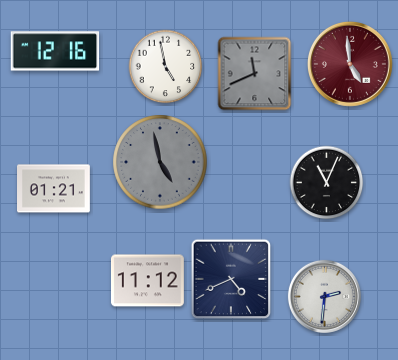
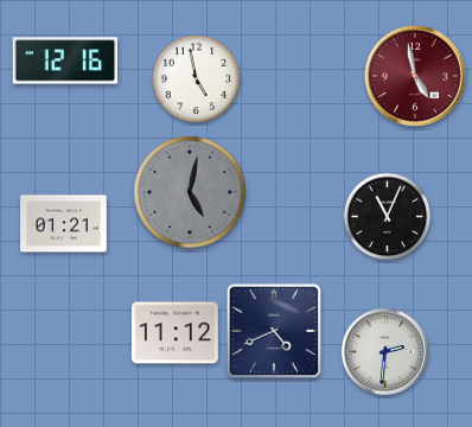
clock at (350, 64): 4:59 -> 4:58
clock at (255, 74): 11:41 -> none
clock at (160, 162): 4:58 -> 5:02
